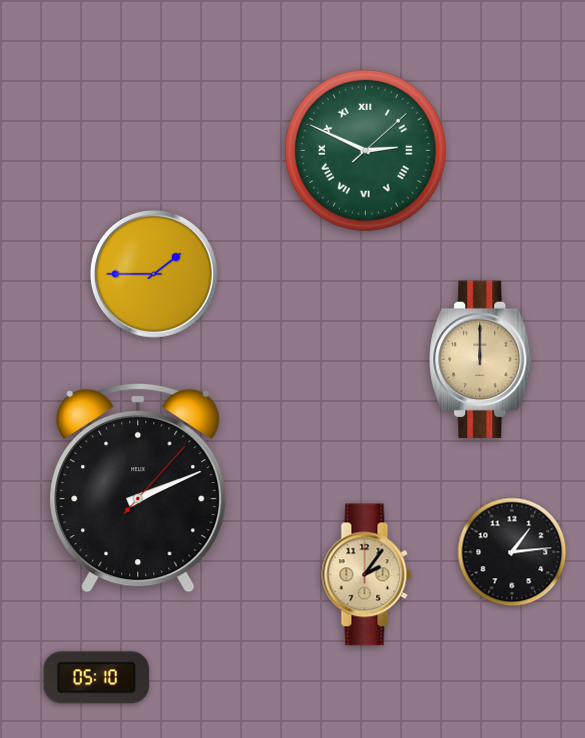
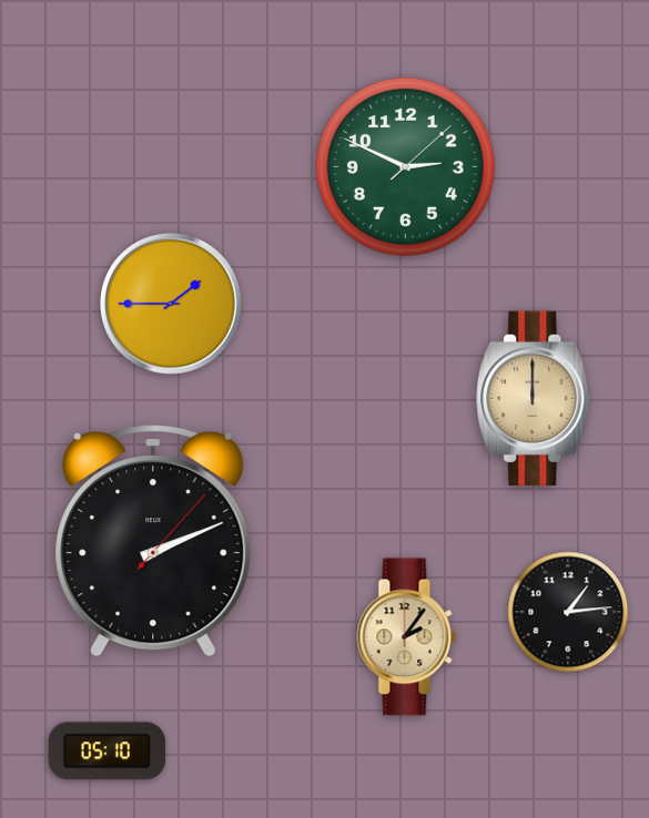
clock at (365, 150) numerals: Roman -> Arabic
